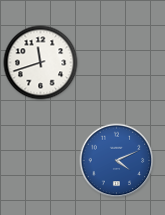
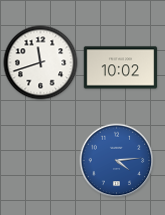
clock at (121, 68): none -> 10:02
clock at (117, 161): 4:11 -> 4:14
